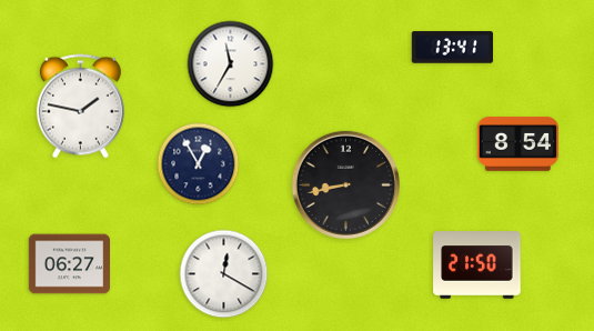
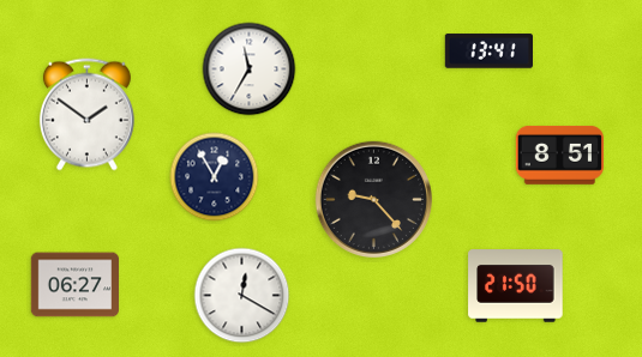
clock at (80, 107): 1:47 -> 1:51
clock at (517, 143): 8:54 -> 8:51
clock at (345, 184): 8:43 -> 9:23
